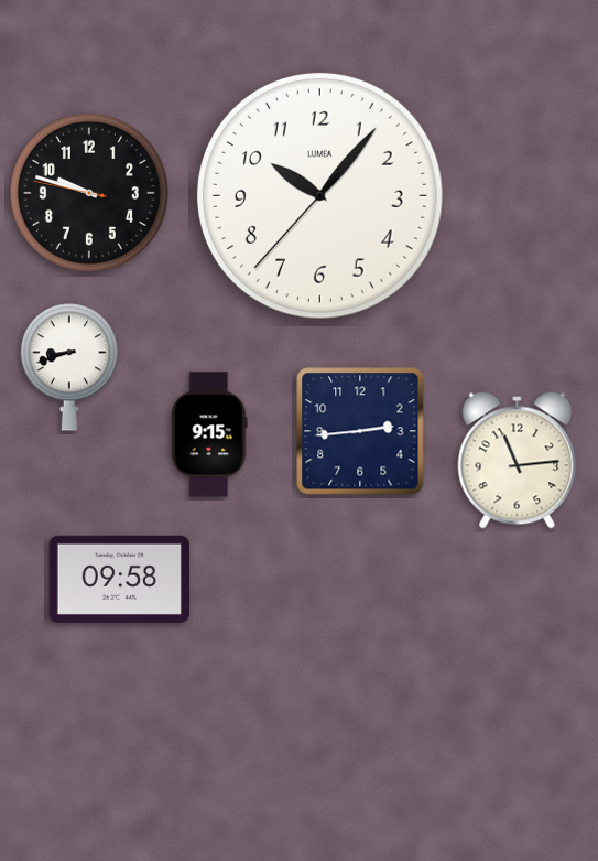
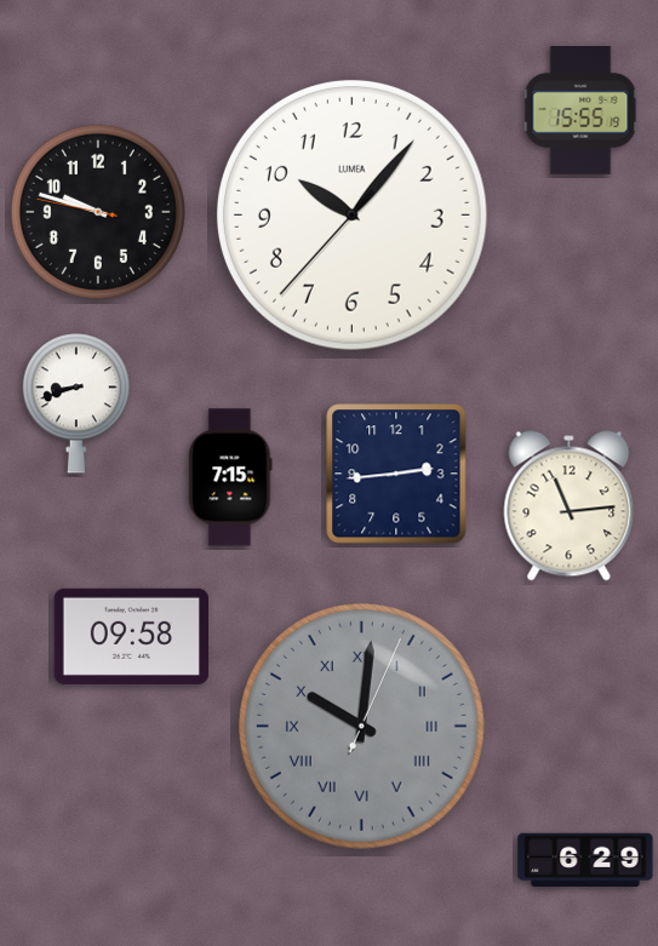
clock at (580, 111): none -> 15:55
clock at (209, 434): 9:15 -> 7:15
clock at (361, 726): none -> 10:01
clock at (585, 859): none -> 6:29
